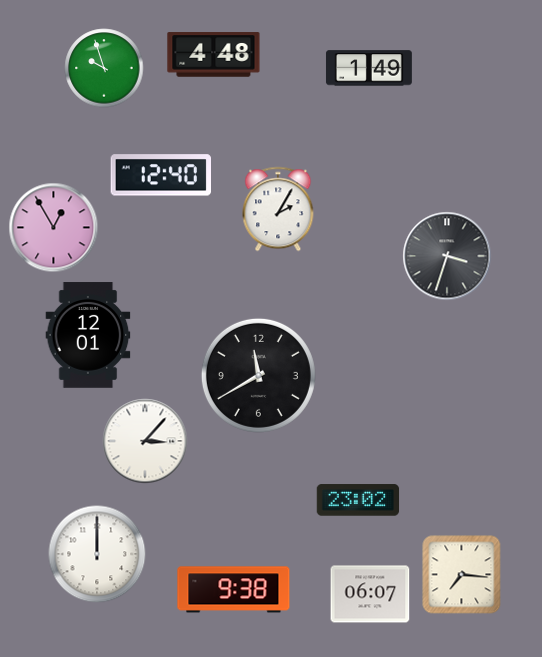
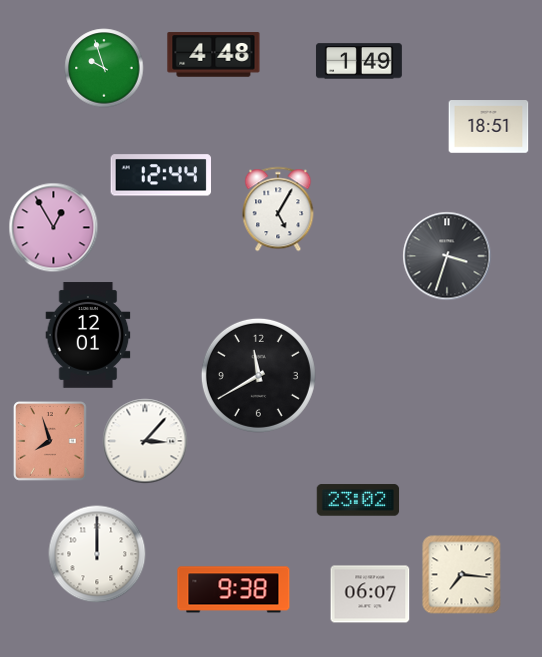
clock at (369, 68) position: (369, 68) -> (359, 61)
clock at (489, 127): none -> 18:51
clock at (160, 175): 12:40 -> 12:44
clock at (278, 209): 2:05 -> 5:05
clock at (50, 441): none -> 7:57
